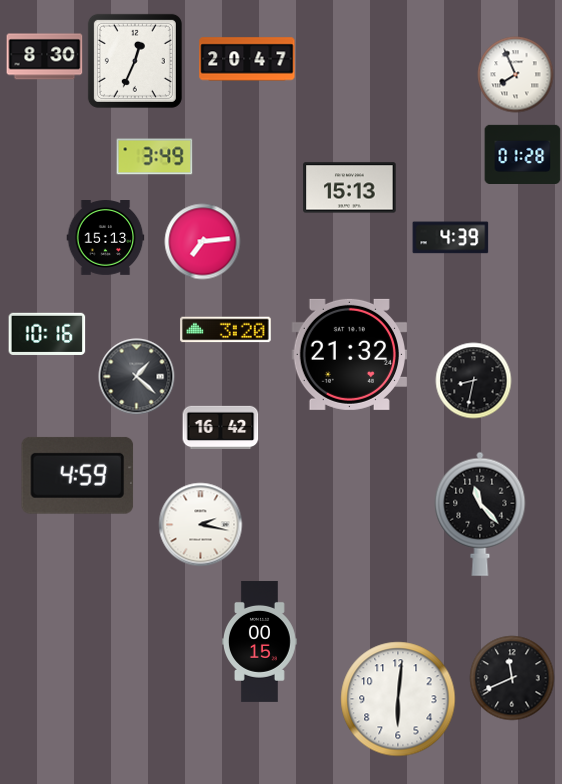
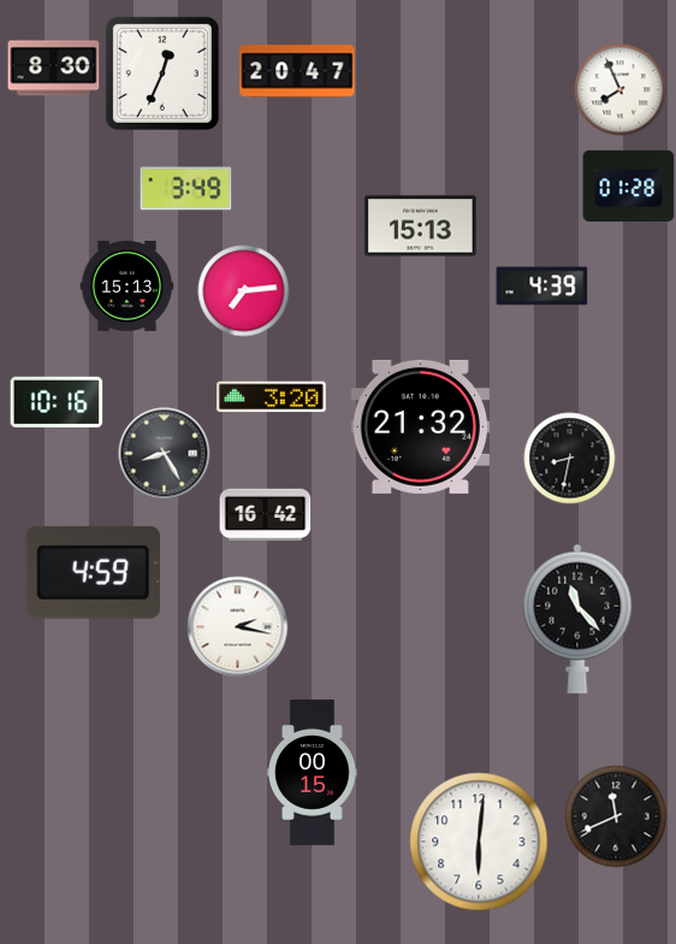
clock at (137, 377): 1:22 -> 8:25
clock at (201, 525) position: (201, 525) -> (238, 627)
